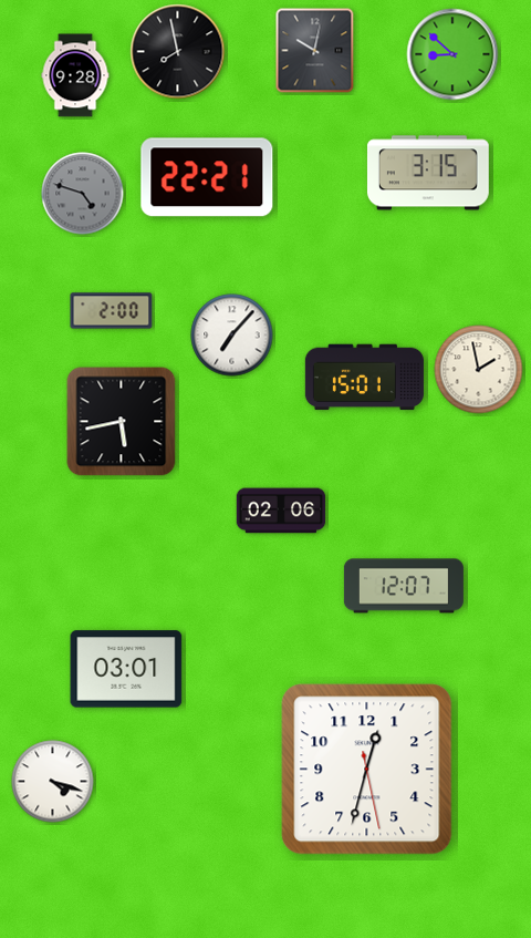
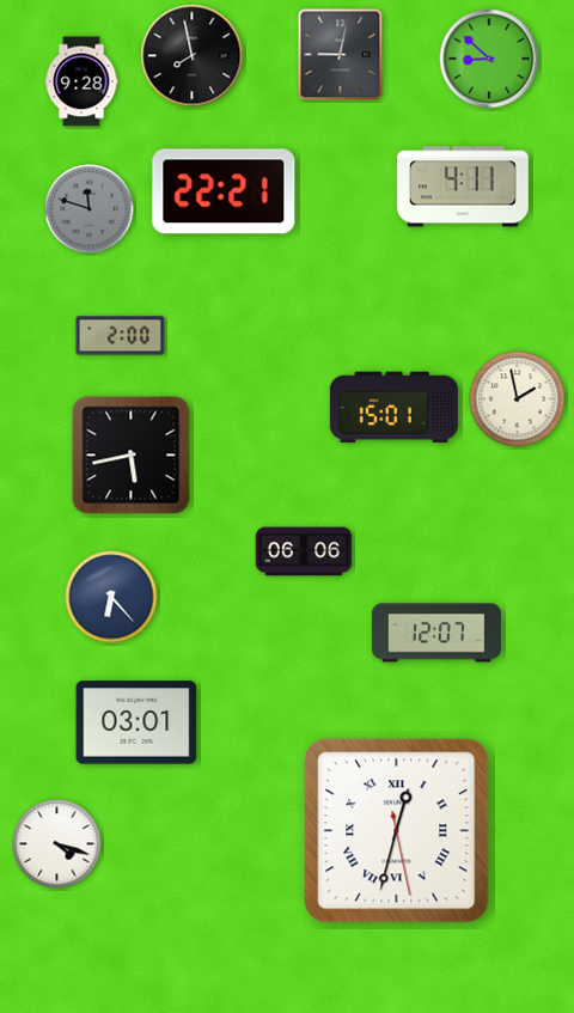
clock at (315, 51): 10:02 -> 9:02
clock at (428, 173): 3:15 -> 4:11
clock at (83, 194): 4:48 -> 11:48
clock at (232, 336): 7:07 -> none
clock at (281, 511): 02:06 -> 06:06
clock at (111, 597): none -> 6:23
clock at (367, 770) numerals: Arabic -> Roman
